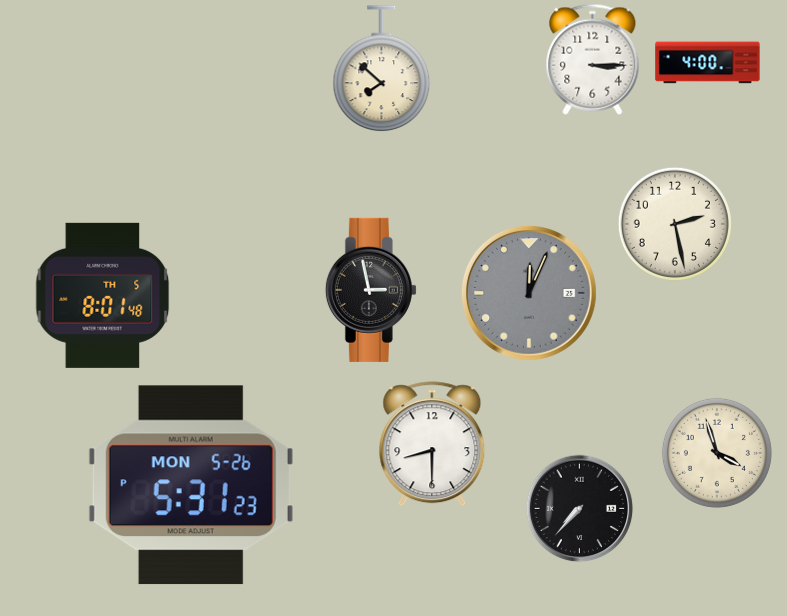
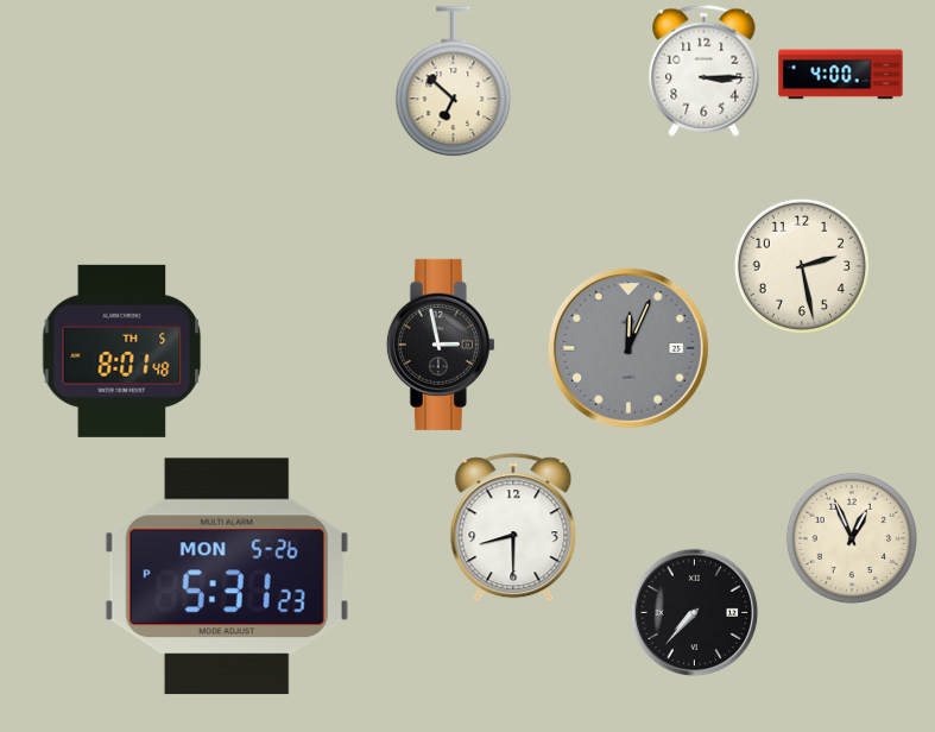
clock at (382, 69): 7:52 -> 6:52
clock at (717, 453): 3:57 -> 12:56
clock at (579, 508) position: (579, 508) -> (694, 612)
